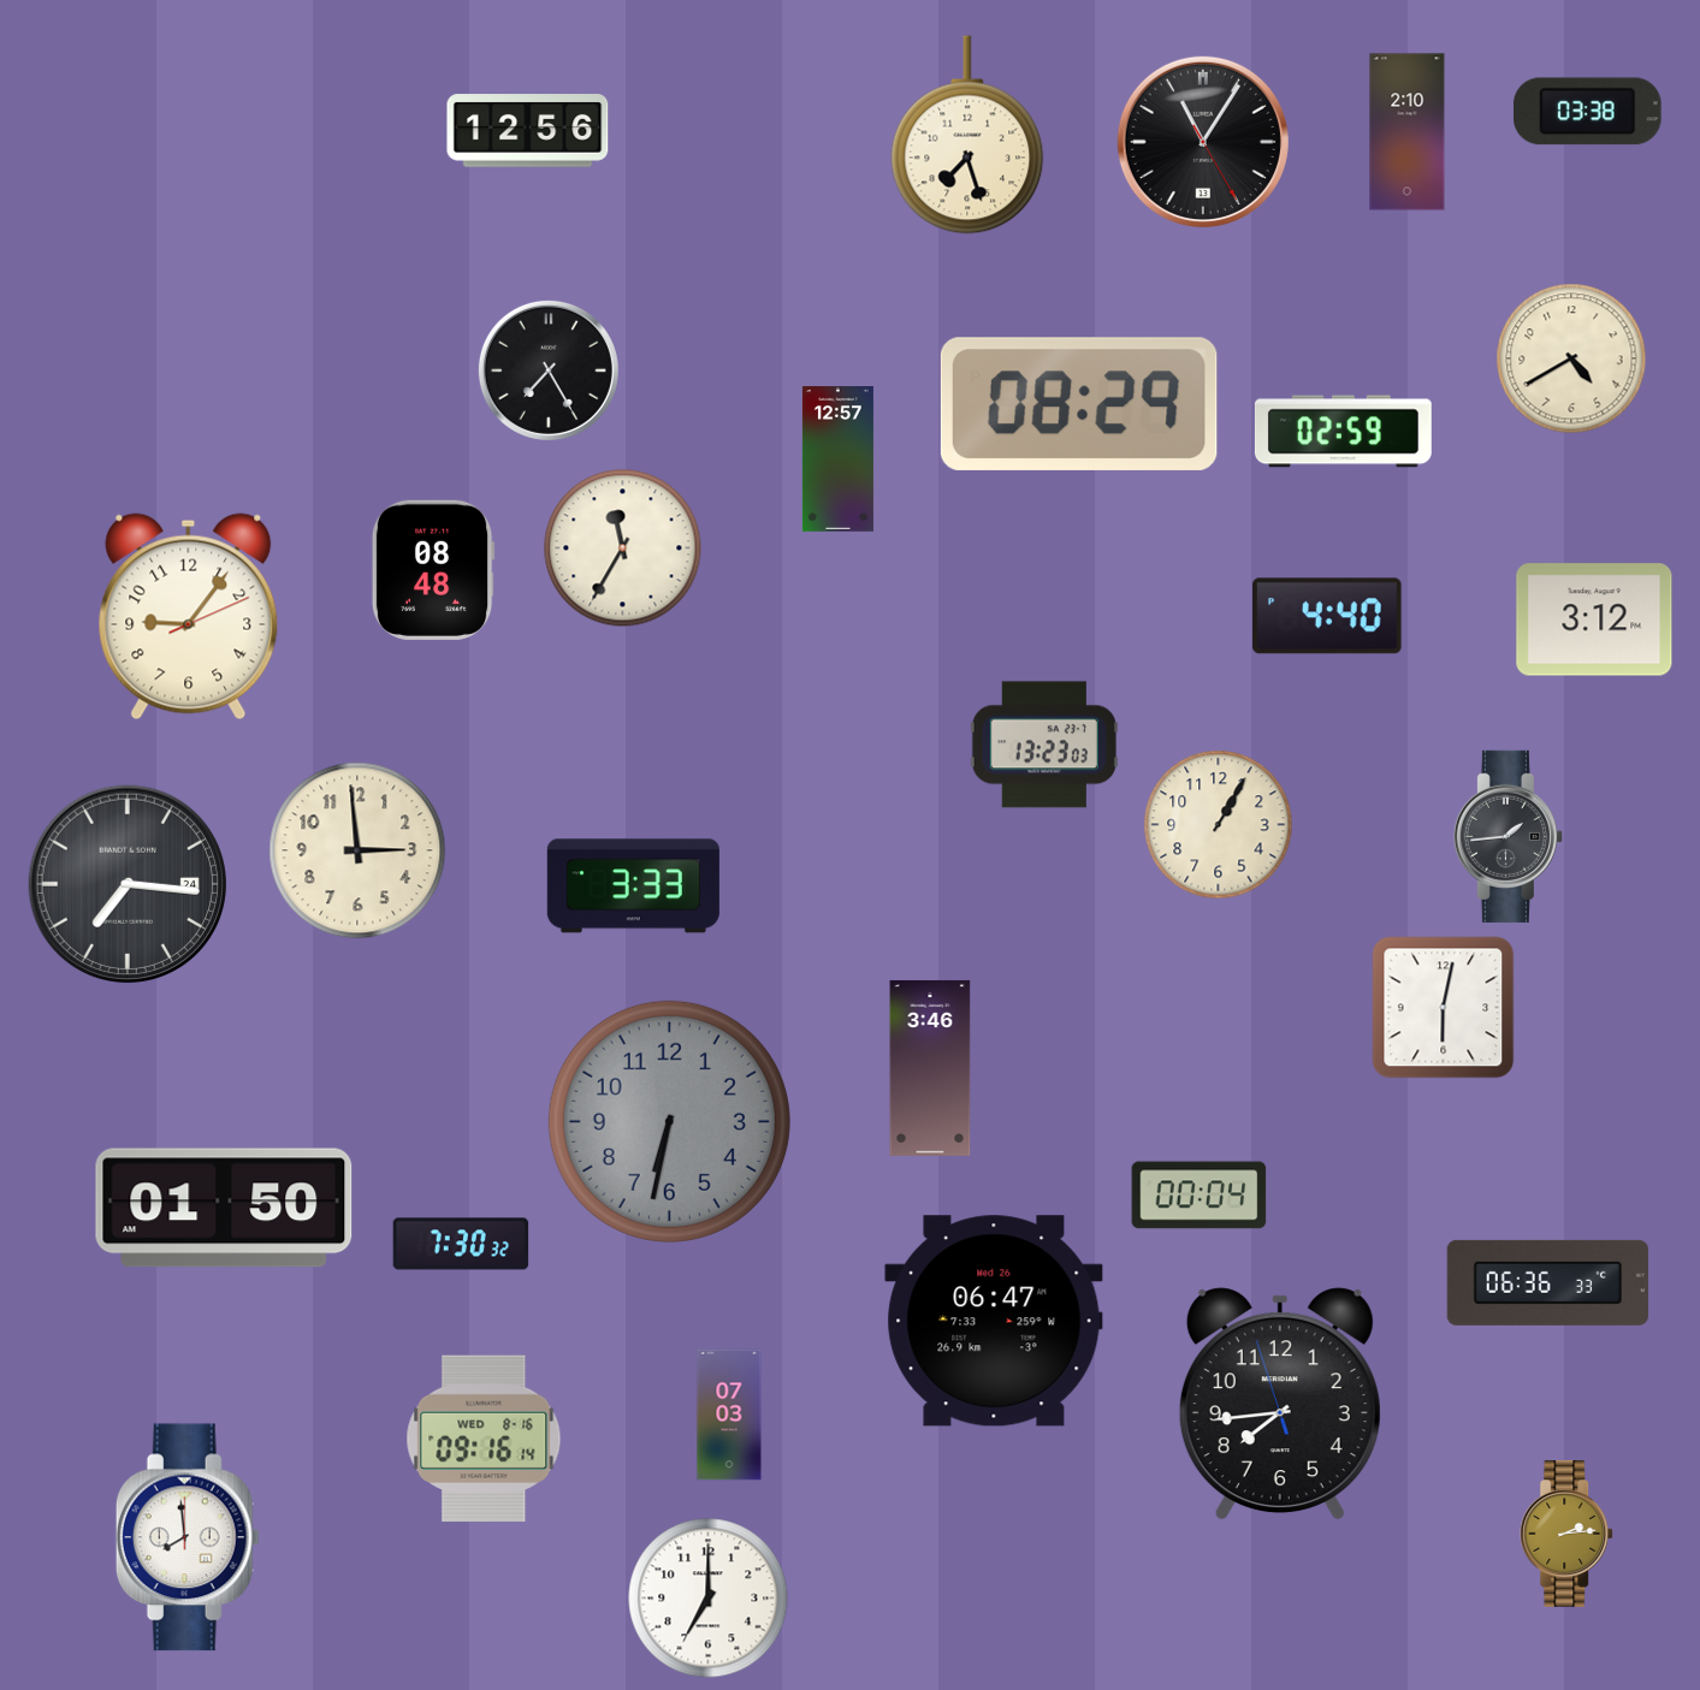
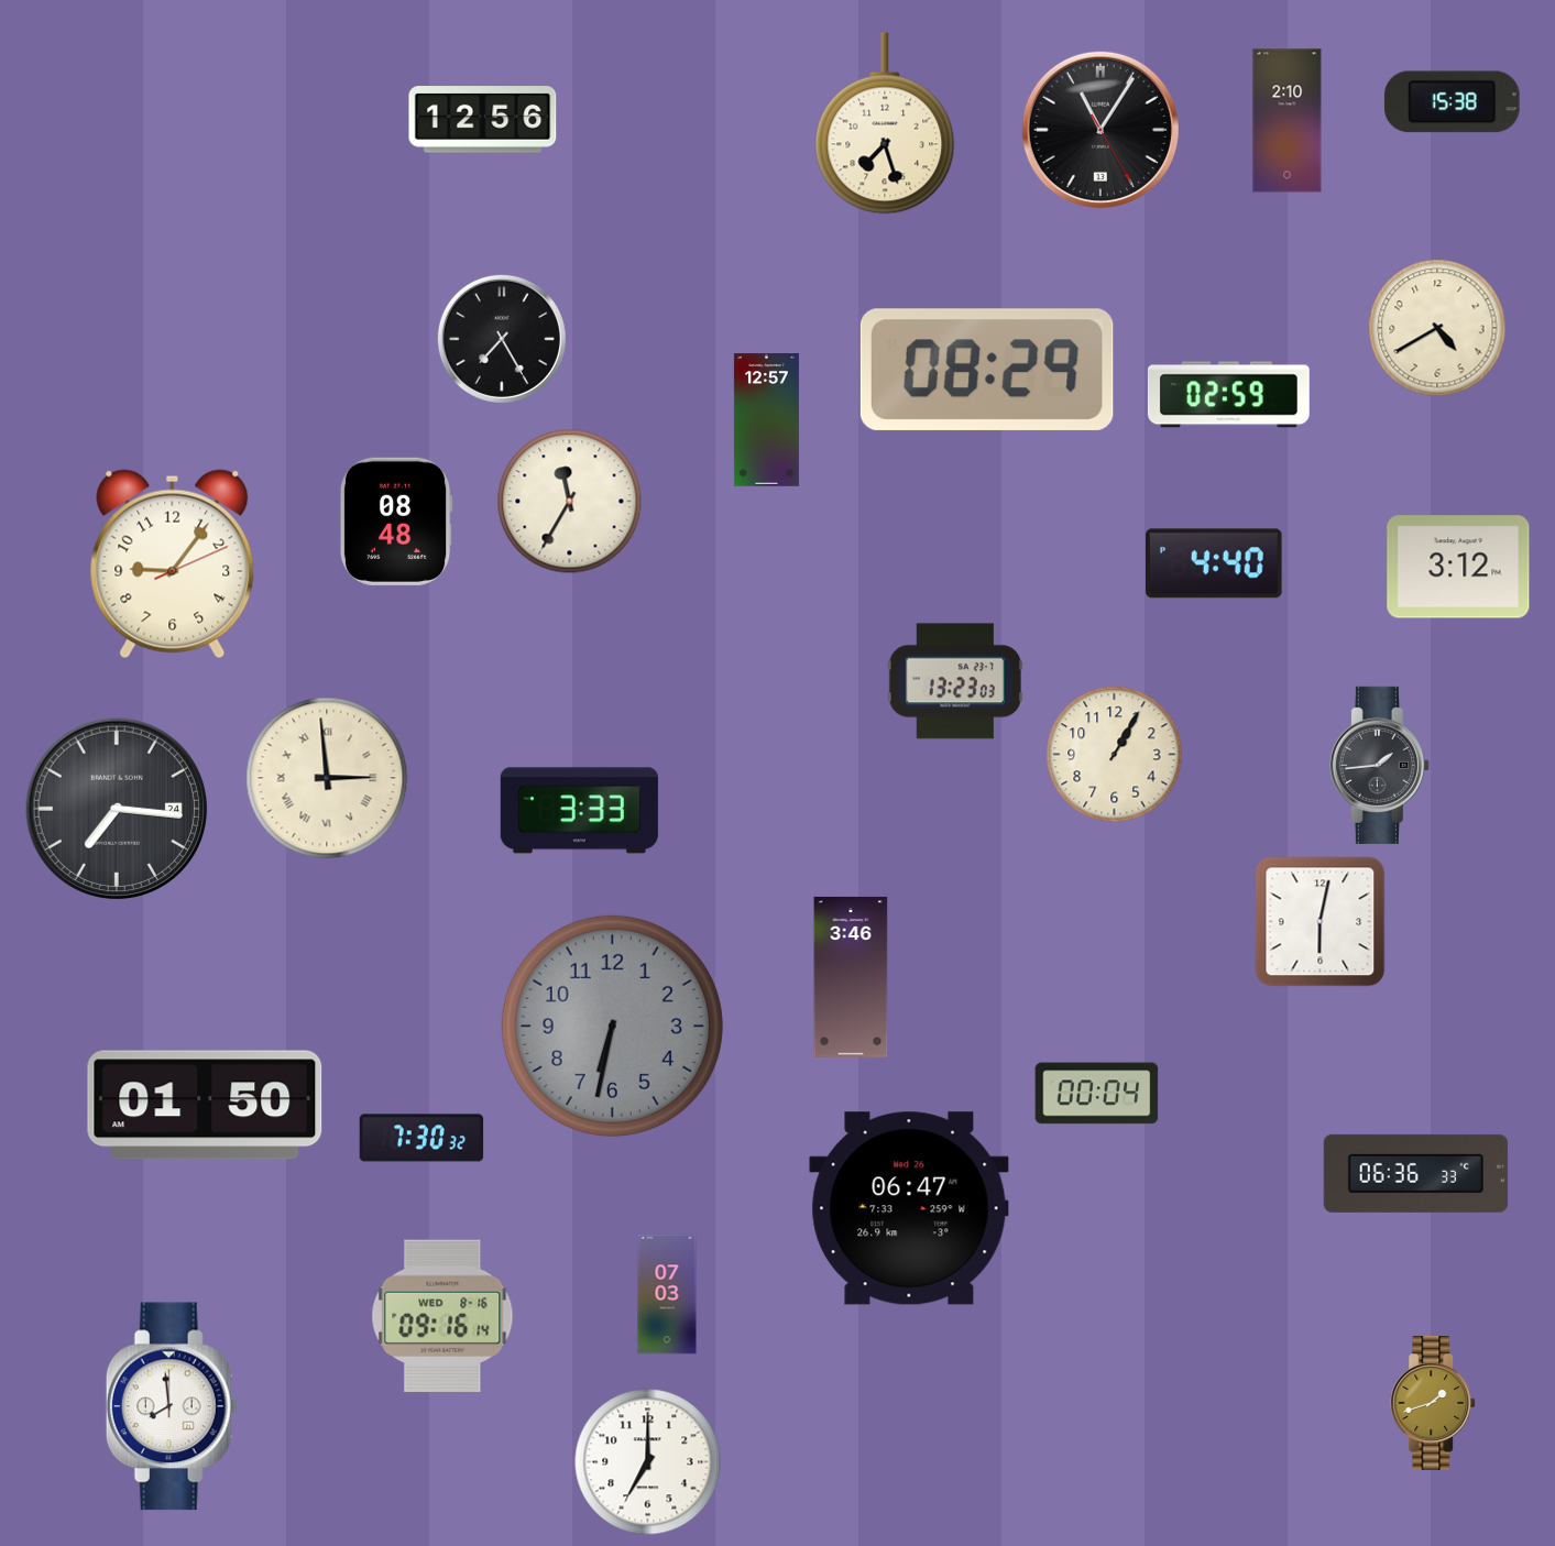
clock at (1587, 112): 03:38 -> 15:38
clock at (357, 850) numerals: Arabic -> Roman
clock at (1280, 1404): 7:43 -> none
clock at (1568, 1534): 2:14 -> 1:42
